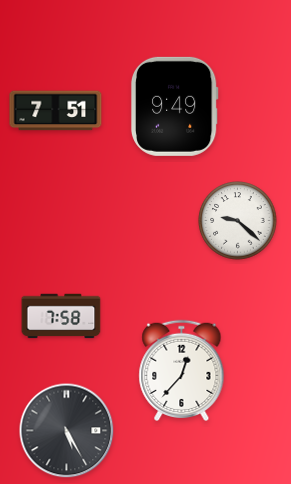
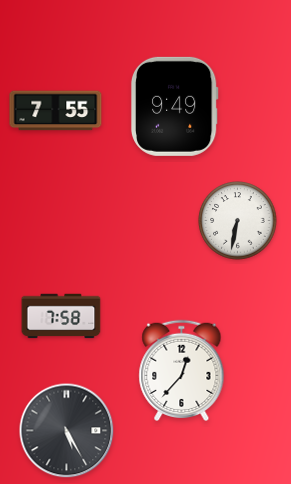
clock at (56, 111): 7:51 -> 7:55
clock at (238, 221): 9:22 -> 6:32
